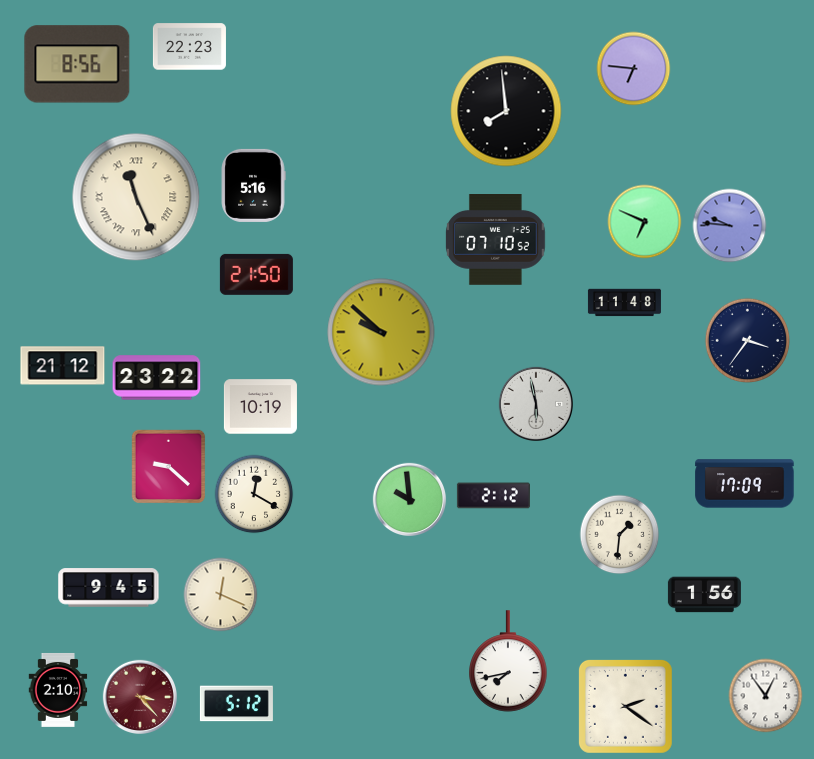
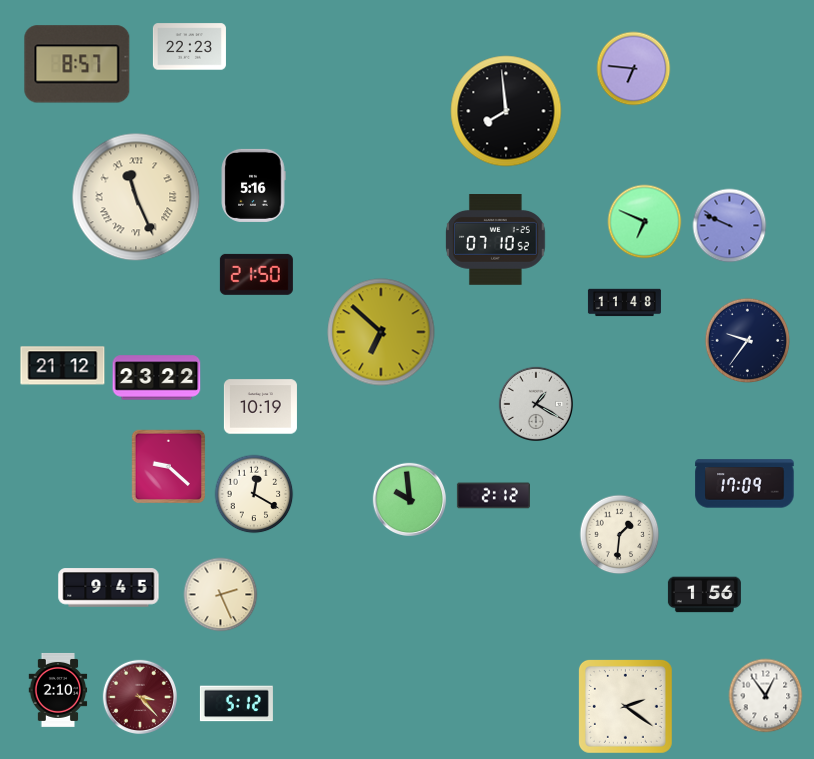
clock at (77, 64): 8:56 -> 8:57
clock at (730, 226): 9:46 -> 9:49
clock at (381, 332): 9:52 -> 6:52
clock at (747, 340): 3:36 -> 9:36
clock at (535, 403): 5:58 -> 1:20
clock at (221, 595): 12:19 -> 2:26
clock at (508, 661): 7:43 -> none
